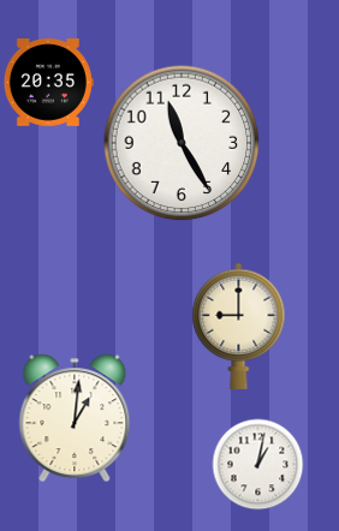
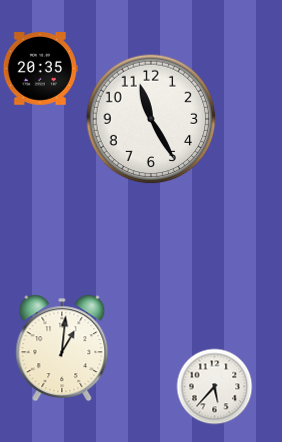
clock at (239, 326): 9:00 -> none
clock at (258, 465): 1:02 -> 5:37
